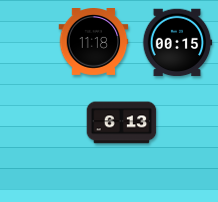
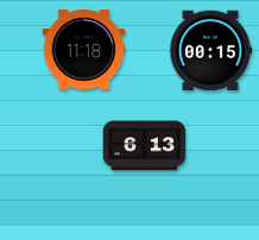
clock at (94, 42) position: (94, 42) -> (84, 50)
